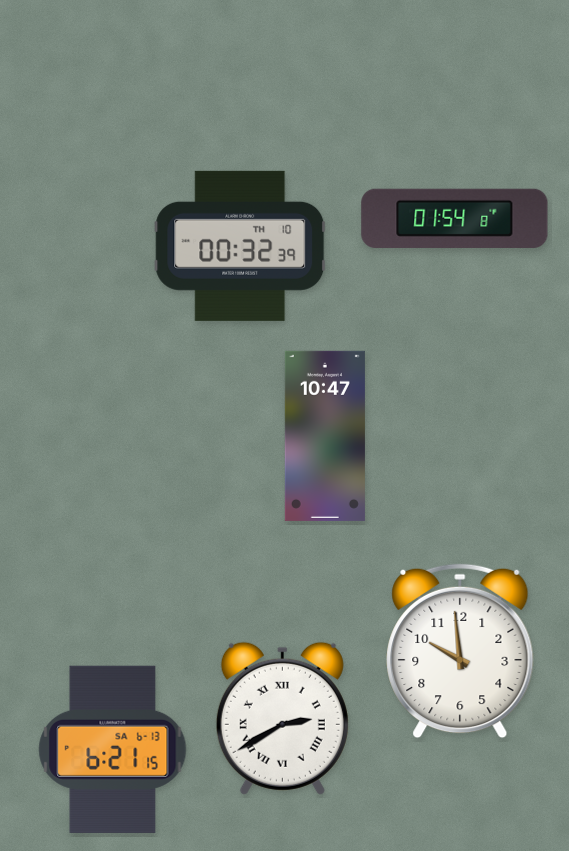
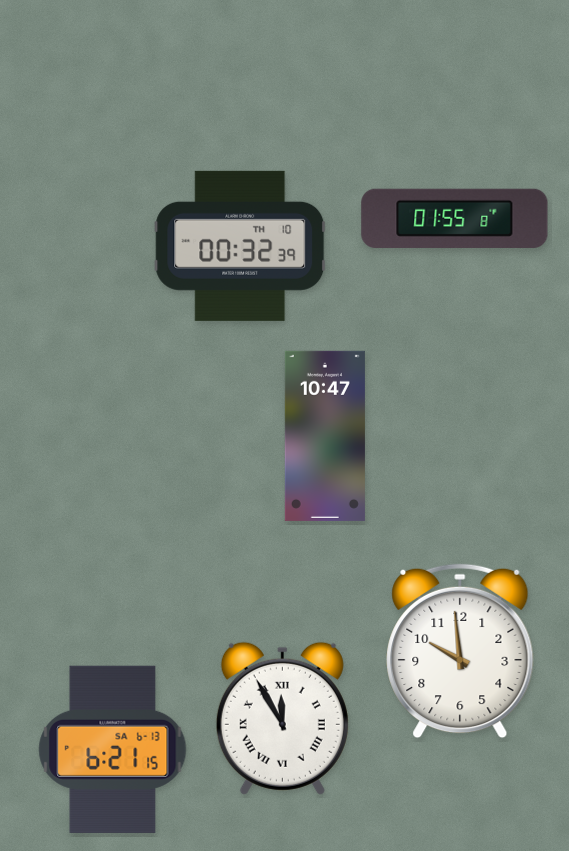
clock at (455, 218): 01:54 -> 01:55
clock at (282, 718): 2:40 -> 11:55
